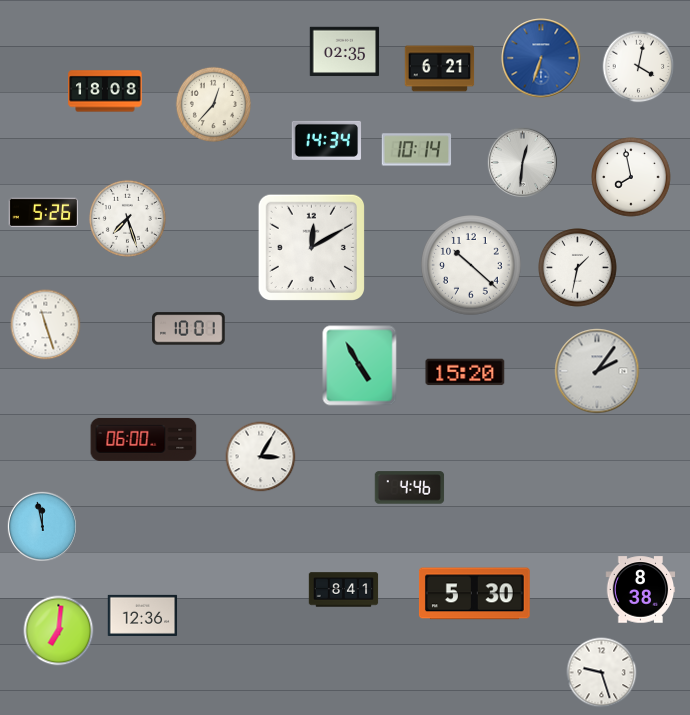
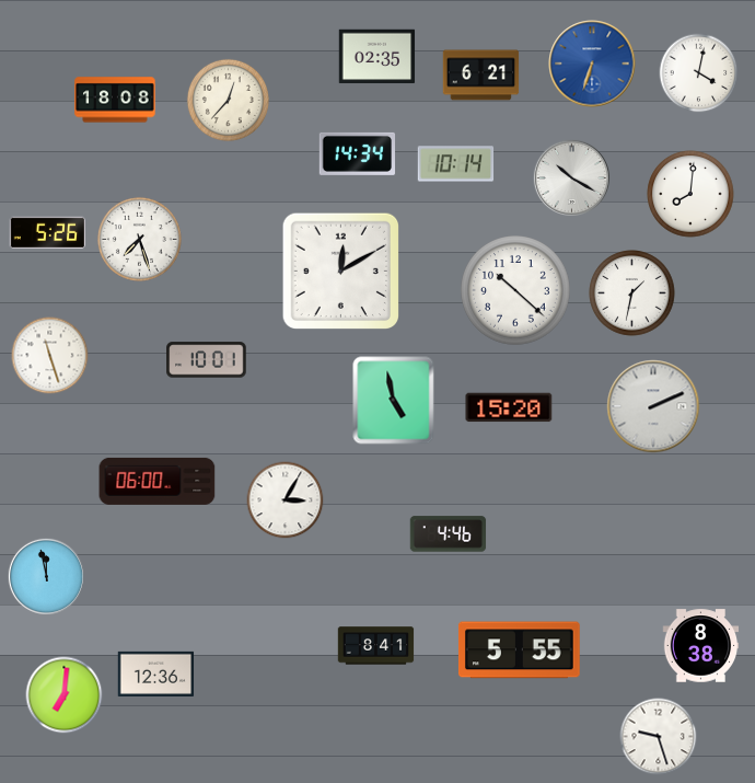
clock at (213, 104) position: (213, 104) -> (228, 100)
clock at (522, 162): 12:31 -> 10:20
clock at (631, 177): 7:58 -> 8:01
clock at (360, 366): 4:55 -> 4:58
clock at (597, 371): 2:06 -> 2:11
clock at (474, 594): 5:30 -> 5:55
clock at (59, 631) position: (59, 631) -> (65, 695)
